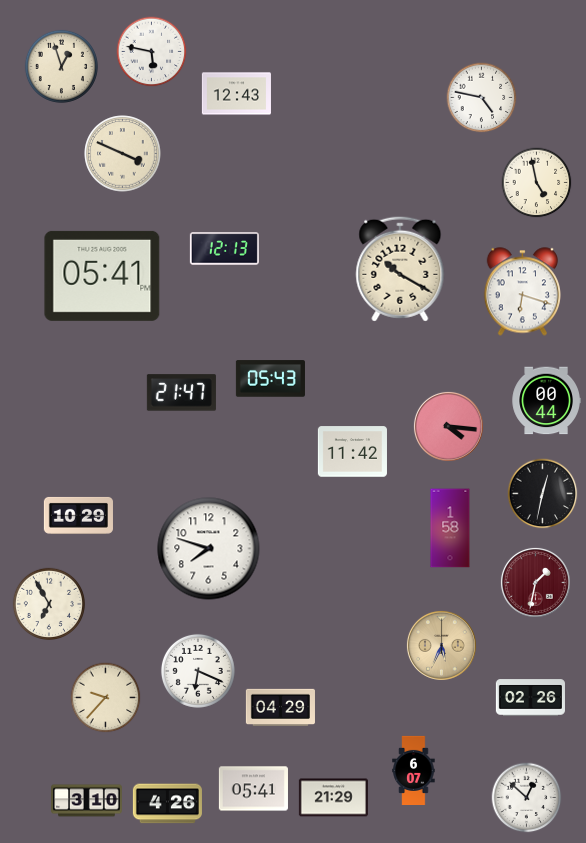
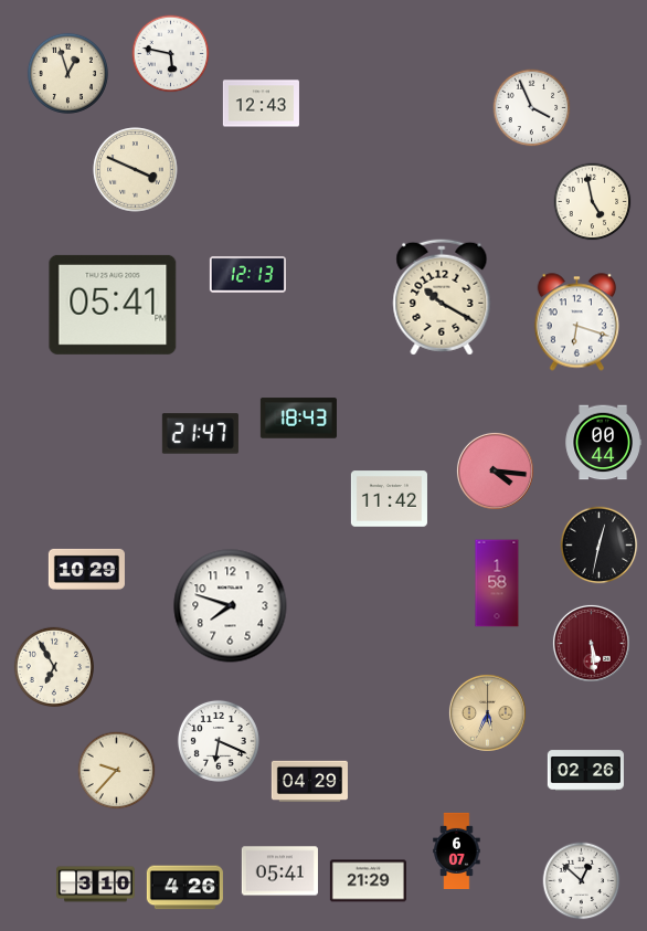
clock at (152, 52) position: (152, 52) -> (171, 54)
clock at (482, 98): 4:47 -> 3:56
clock at (270, 379): 05:43 -> 18:43
clock at (535, 582): 1:32 -> 5:29
